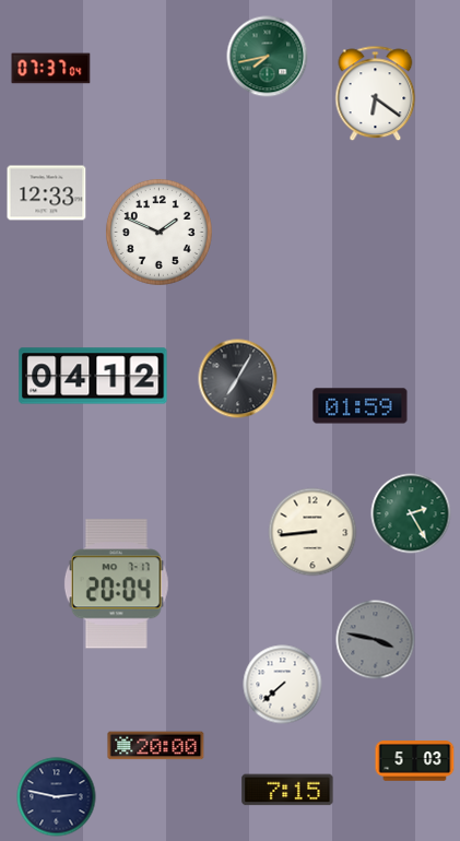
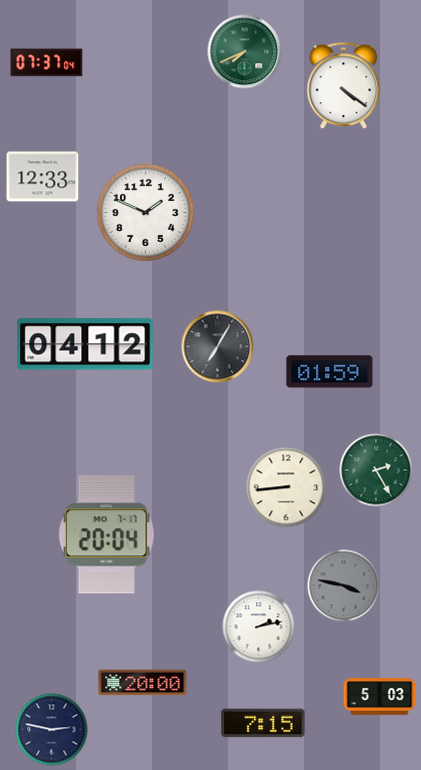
clock at (268, 57): 7:43 -> 7:41
clock at (376, 94): 6:21 -> 4:21
clock at (283, 685): 7:38 -> 2:13
